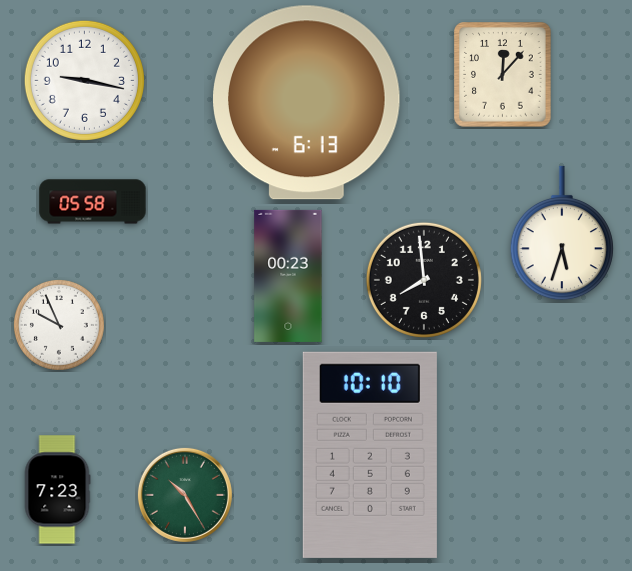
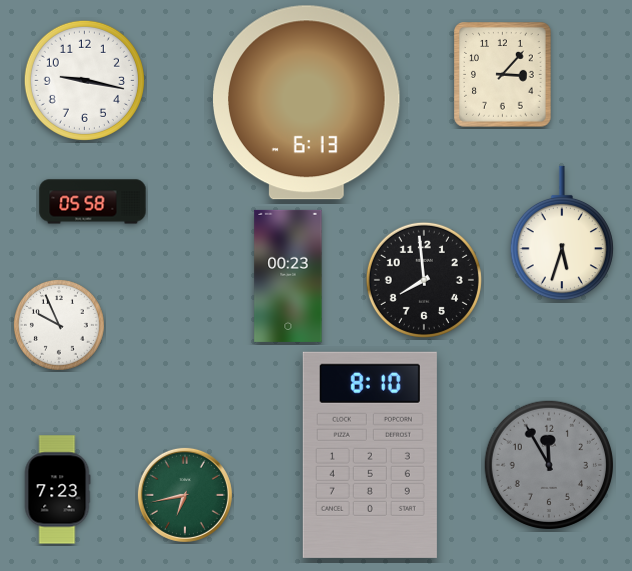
clock at (503, 75): 12:07 -> 3:07
clock at (370, 455): 10:10 -> 8:10
clock at (549, 465): none -> 11:55
clock at (185, 495): 10:25 -> 6:43
